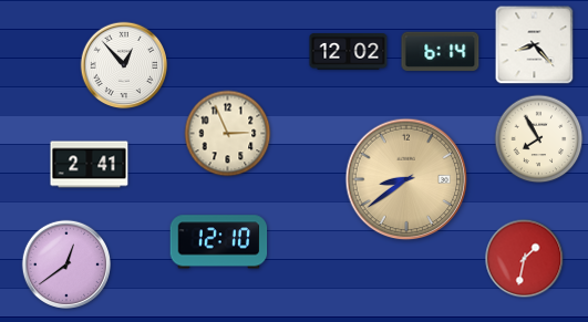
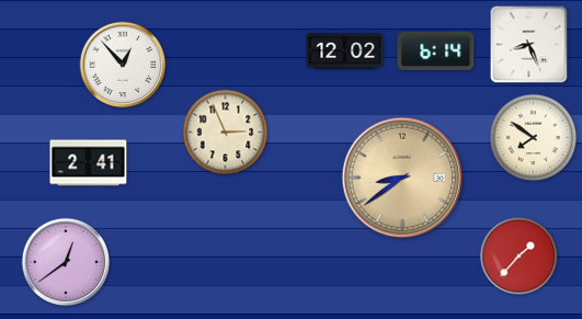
clock at (535, 45): 8:23 -> 8:26
clock at (539, 139): 7:55 -> 7:51
clock at (219, 242): 12:10 -> none
clock at (525, 259): 1:32 -> 1:37
